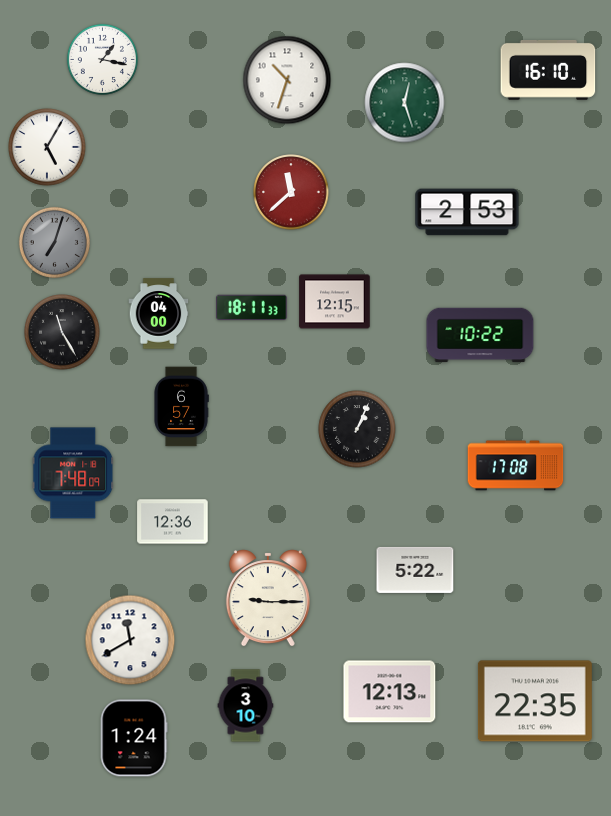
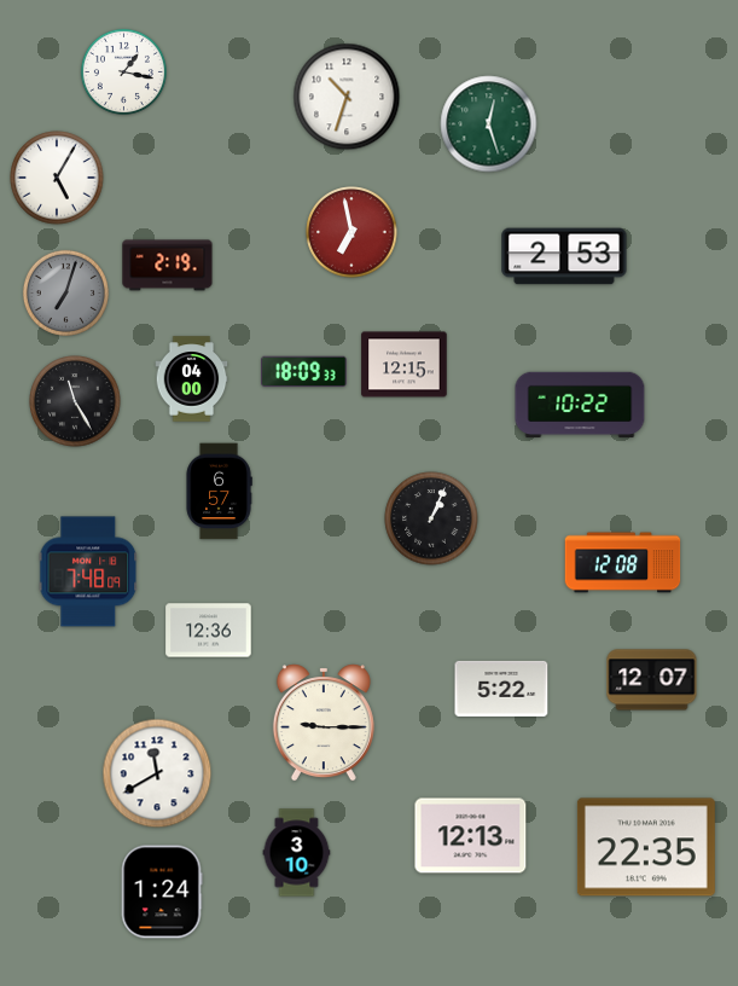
clock at (548, 70): 16:10 -> none
clock at (291, 192): 11:38 -> 6:58
clock at (168, 266): none -> 2:19
clock at (252, 308): 18:11 -> 18:09
clock at (516, 466): 17:08 -> 12:08
clock at (652, 680): none -> 12:07
